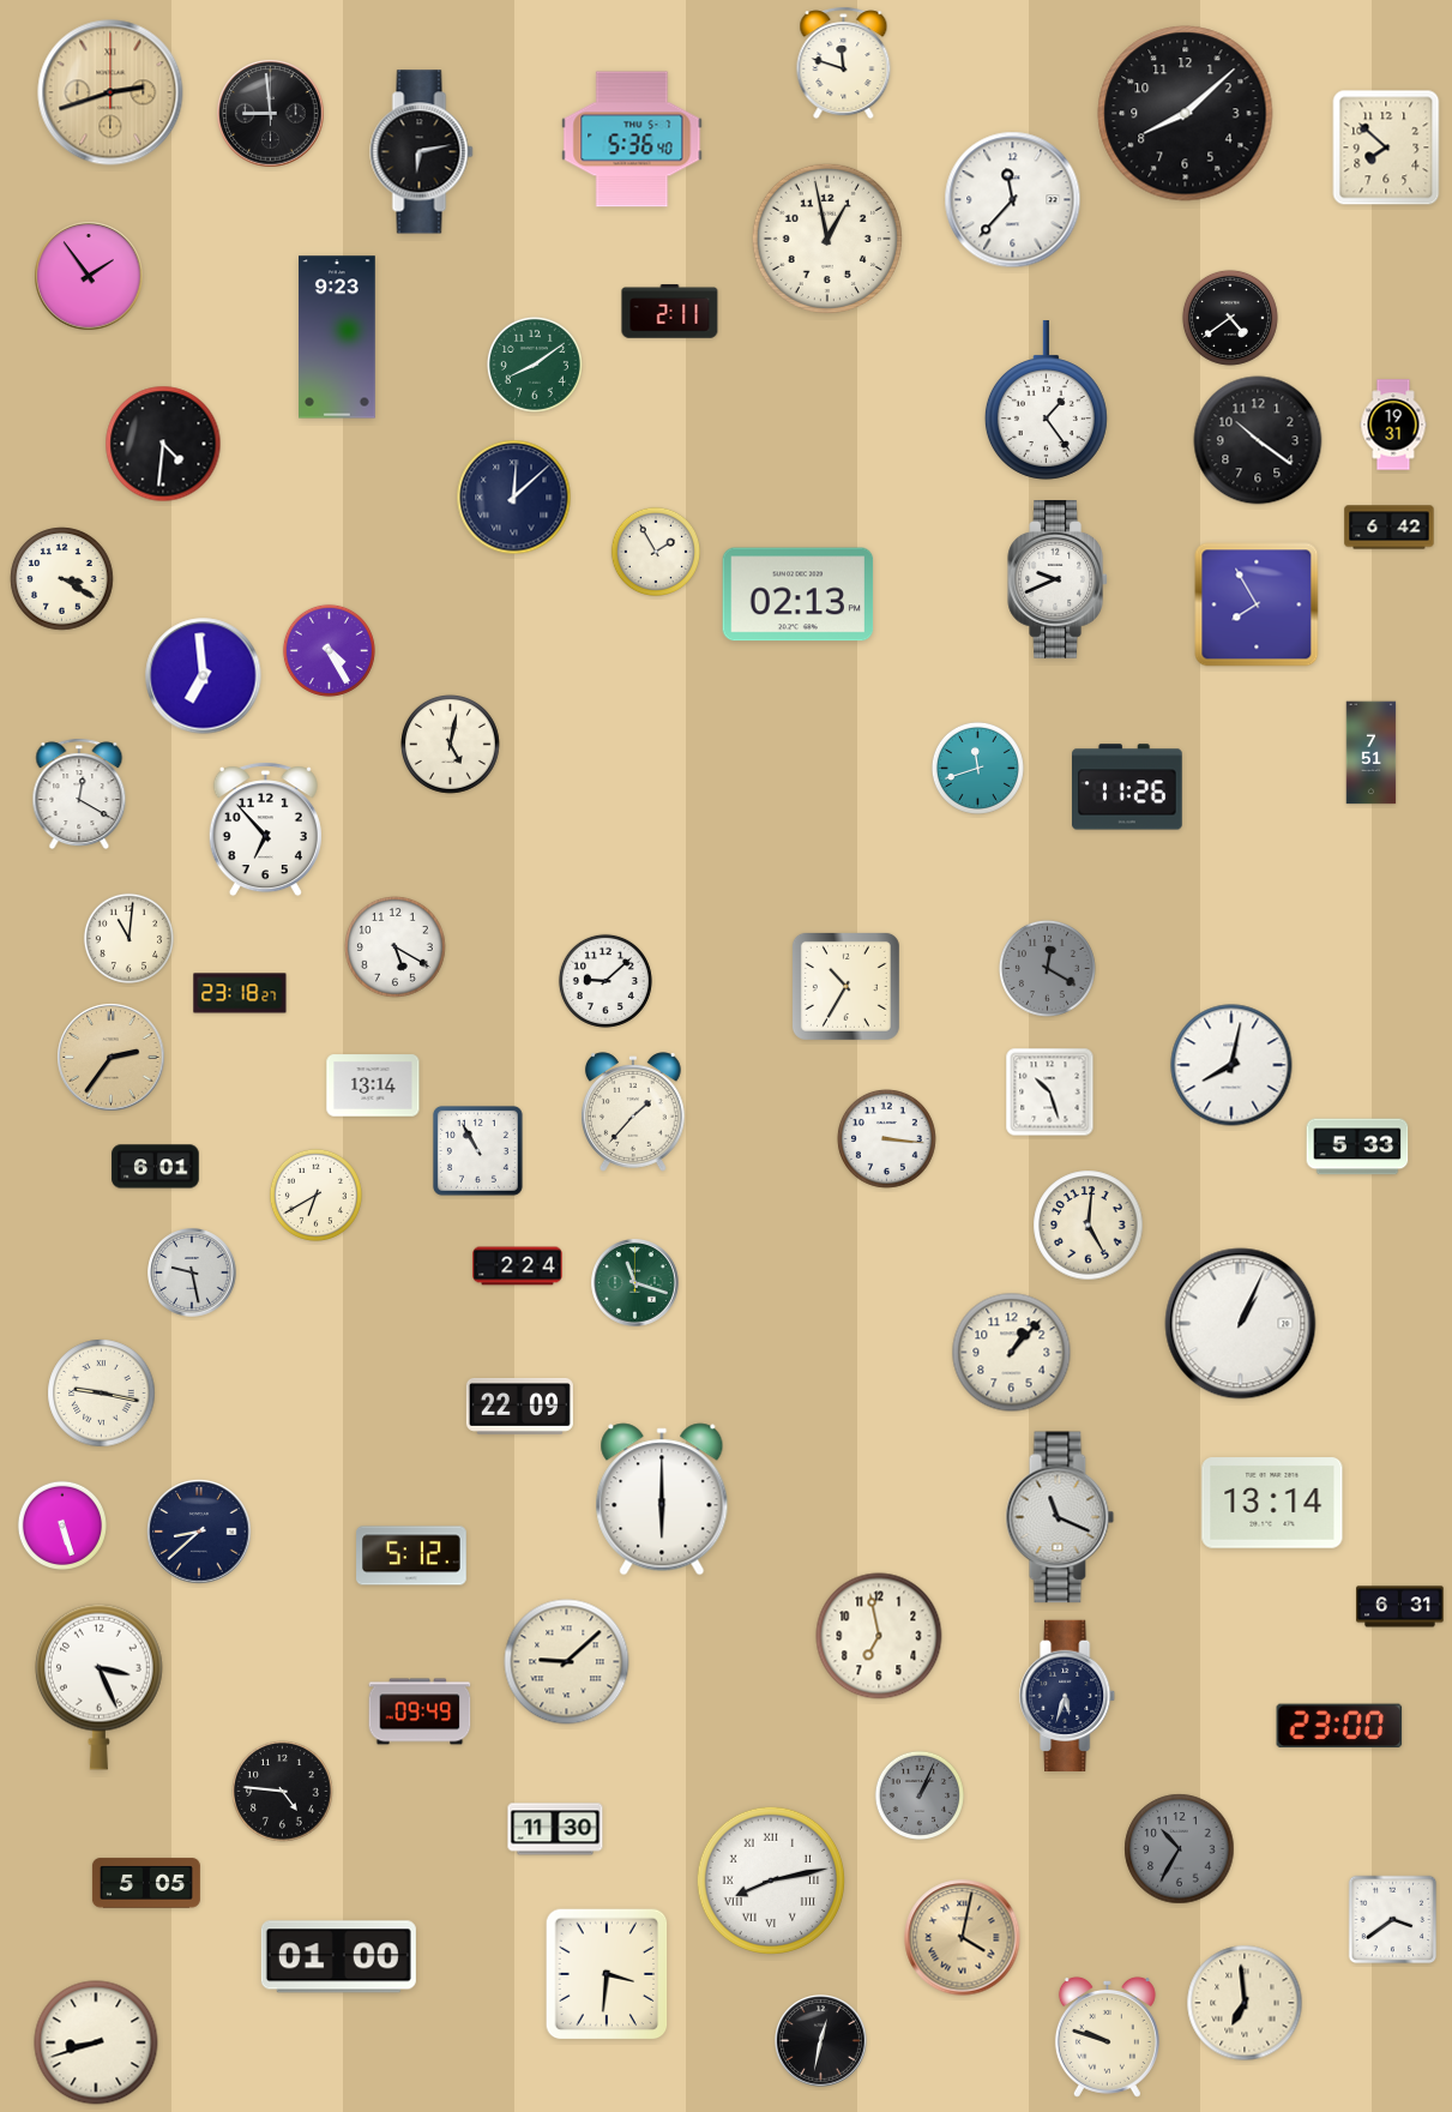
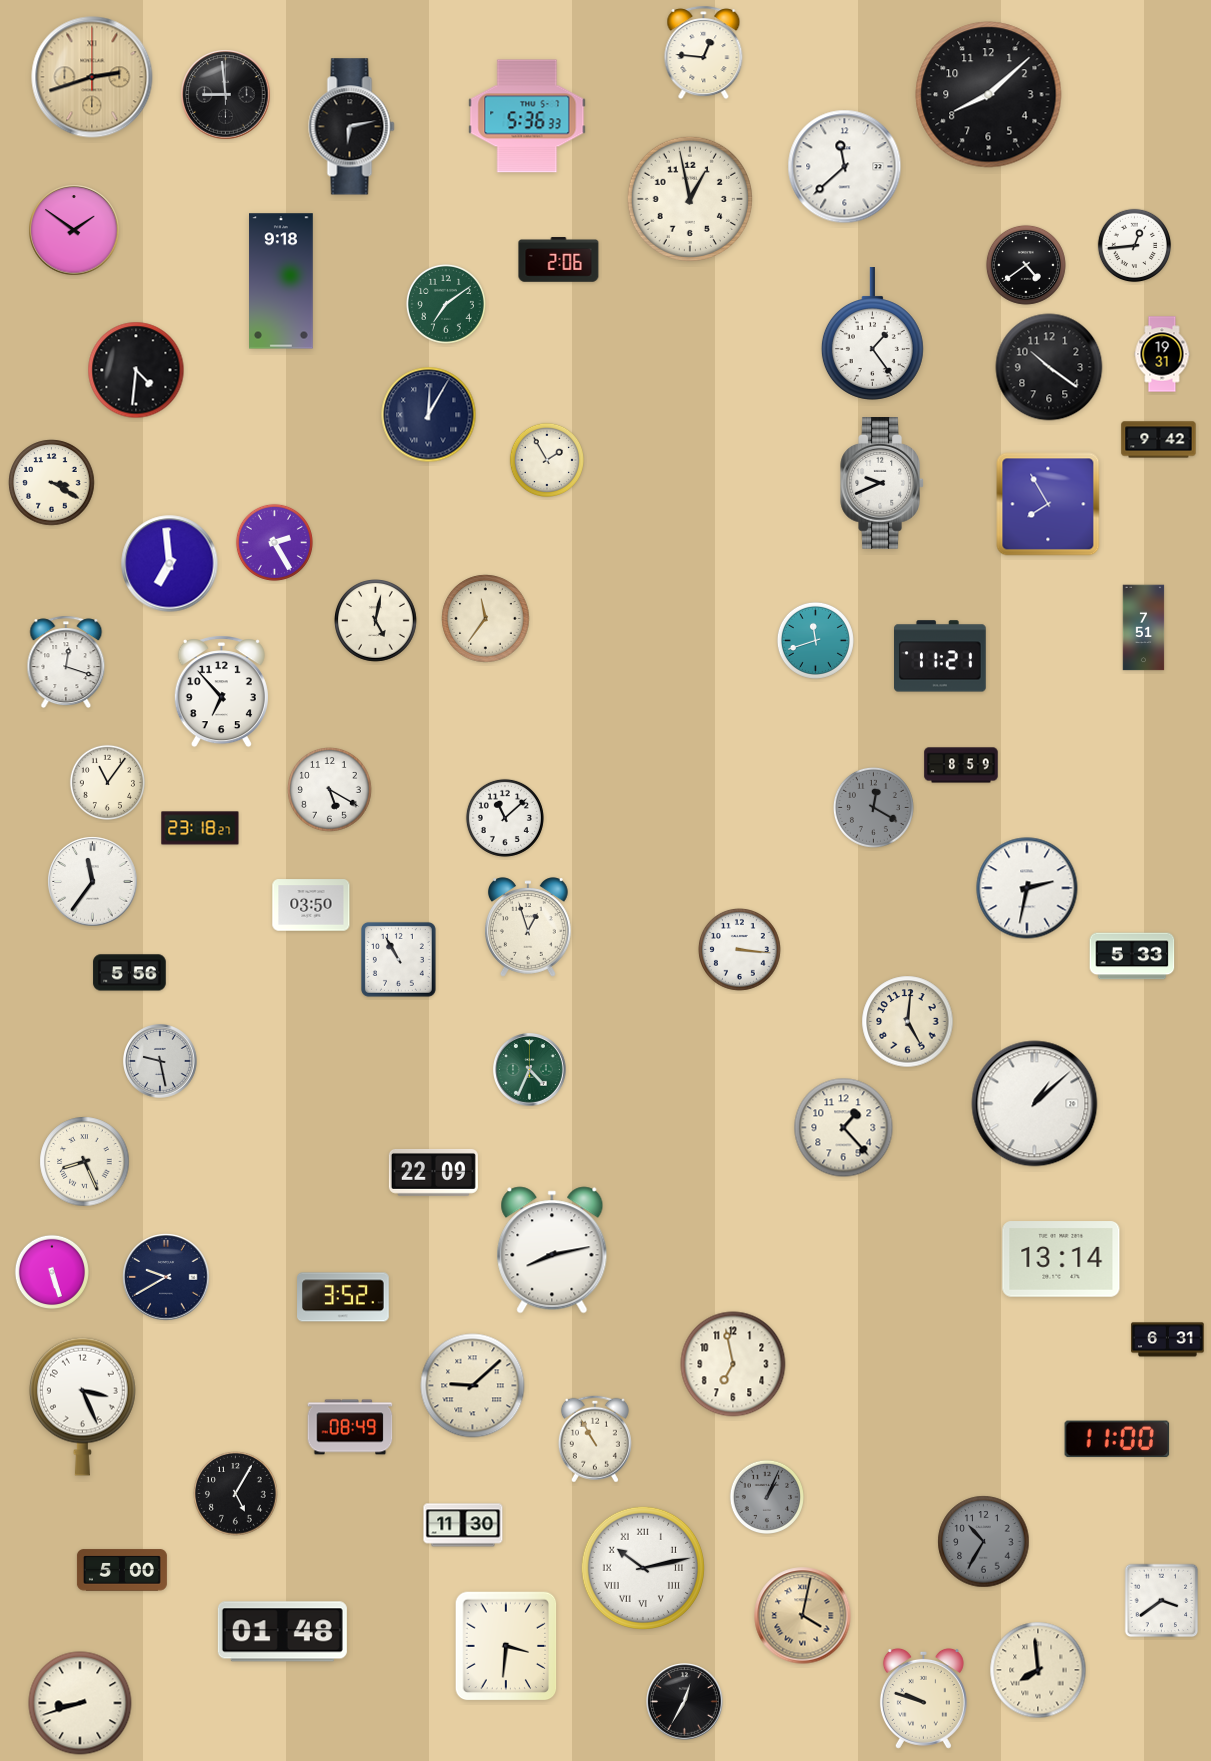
clock at (844, 64): 11:48 -> 12:46
clock at (632, 139): 5:36:40 -> 5:36:33
clock at (1386, 148): 7:52 -> none
clock at (1013, 200): 11:37 -> 11:38
clock at (89, 276): 1:54 -> 1:51
clock at (1135, 246): none -> 12:44
clock at (670, 312): 2:11 -> 2:06
clock at (337, 337): 9:23 -> 9:18
clock at (535, 365): 8:09 -> 7:09
clock at (514, 498): 12:08 -> 12:05
clock at (1390, 528): 6:42 -> 9:42
clock at (799, 595): 02:13 -> none
clock at (329, 650): 4:25 -> 2:25
clock at (486, 619): none -> 11:36
clock at (1128, 787): 11:26 -> 11:21
clock at (79, 794): 12:20 -> 12:18
clock at (961, 765): none -> 8:59
clock at (128, 938): 11:01 -> 11:06
clock at (605, 981): 9:08 -> 11:08
clock at (845, 986): 10:35 -> none
clock at (112, 1058): 2:36 -> 11:36
clock at (112, 1058) dial: champagne -> white
clock at (1231, 1065): 8:02 -> 2:32
clock at (373, 1085): 13:14 -> 03:50
clock at (1050, 1093): 10:27 -> none
clock at (634, 1112): 1:37 -> 12:57
clock at (156, 1167): 6:01 -> 5:56
clock at (315, 1195): 6:40 -> none
clock at (518, 1266): 2:24 -> none
clock at (635, 1283): 11:18 -> 4:34
clock at (1241, 1324): 1:04 -> 1:08
clock at (1012, 1353): 1:07 -> 1:23
clock at (102, 1394): 9:17 -> 8:26
clock at (662, 1499): 6:00 -> 8:13
clock at (1272, 1503) position: (1272, 1503) -> (1061, 1259)
clock at (1060, 1517): 11:19 -> none
clock at (199, 1532): 8:38 -> 9:40
clock at (411, 1556): 5:12 -> 3:52
clock at (1068, 1696): 5:33 -> none
clock at (420, 1711): 09:49 -> 08:49
clock at (595, 1439): none -> 10:55
clock at (1339, 1726): 23:00 -> 11:00
clock at (283, 1792): 4:46 -> 5:05
clock at (770, 1879): 8:13 -> 10:13
clock at (146, 1883): 5:05 -> 5:00
clock at (338, 1957): 01:00 -> 01:48
clock at (1245, 2003): 6:59 -> 7:59
clock at (821, 2041): 12:32 -> 12:35
